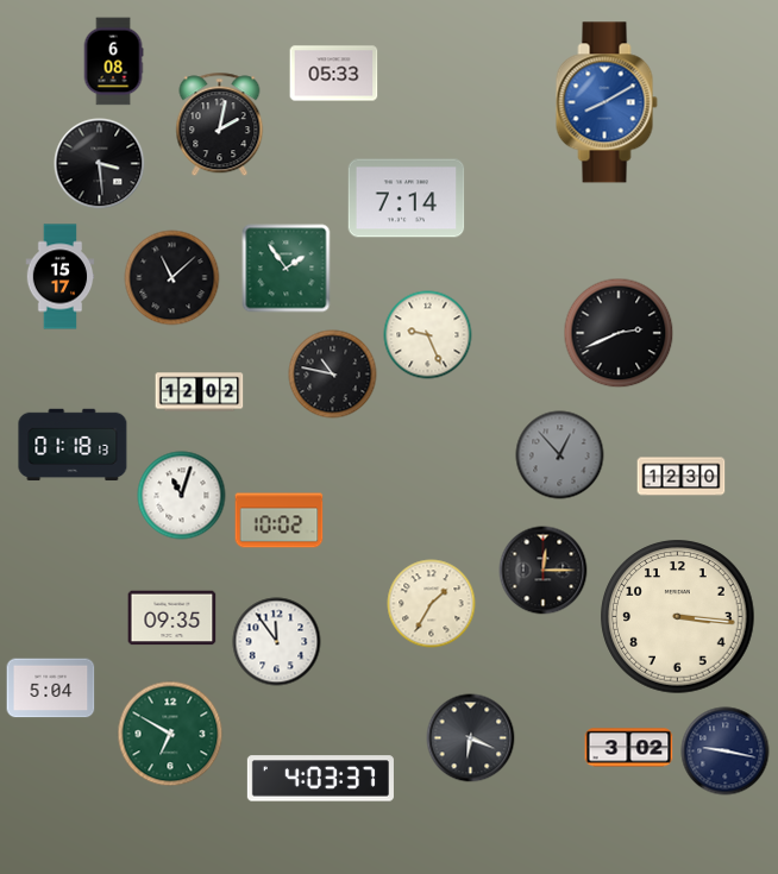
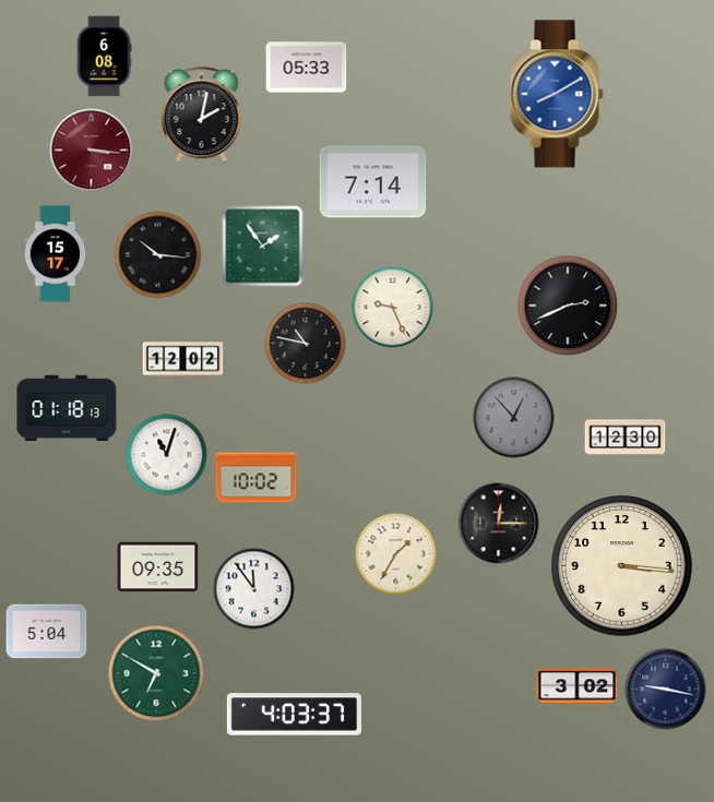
clock at (100, 164): 3:29 -> 3:16
clock at (100, 164) dial: black -> burgundy
clock at (172, 278): 11:08 -> 10:16
clock at (471, 738): 6:19 -> none
